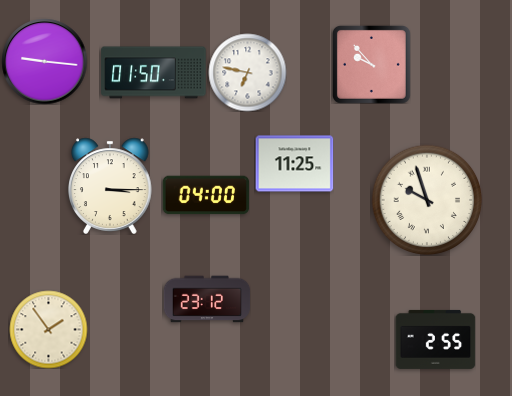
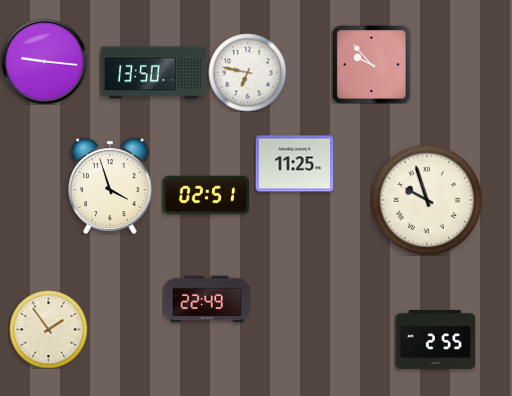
clock at (154, 73): 01:50 -> 13:50
clock at (111, 186): 3:15 -> 3:57
clock at (206, 195): 04:00 -> 02:51
clock at (207, 299): 23:12 -> 22:49
